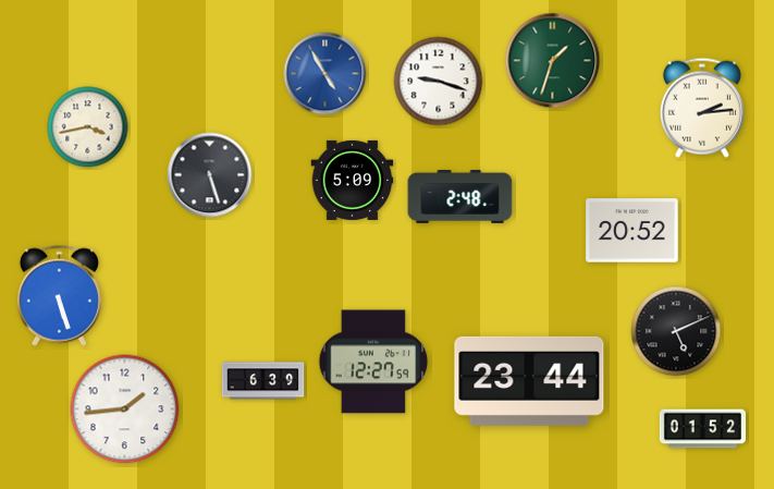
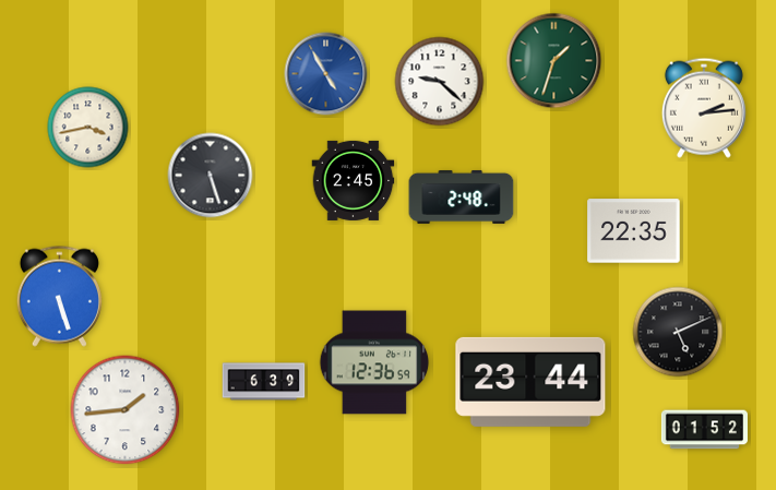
clock at (439, 82): 9:18 -> 9:22
clock at (353, 180): 5:09 -> 2:45
clock at (632, 231): 20:52 -> 22:35
clock at (373, 362): 12:27 -> 12:36
